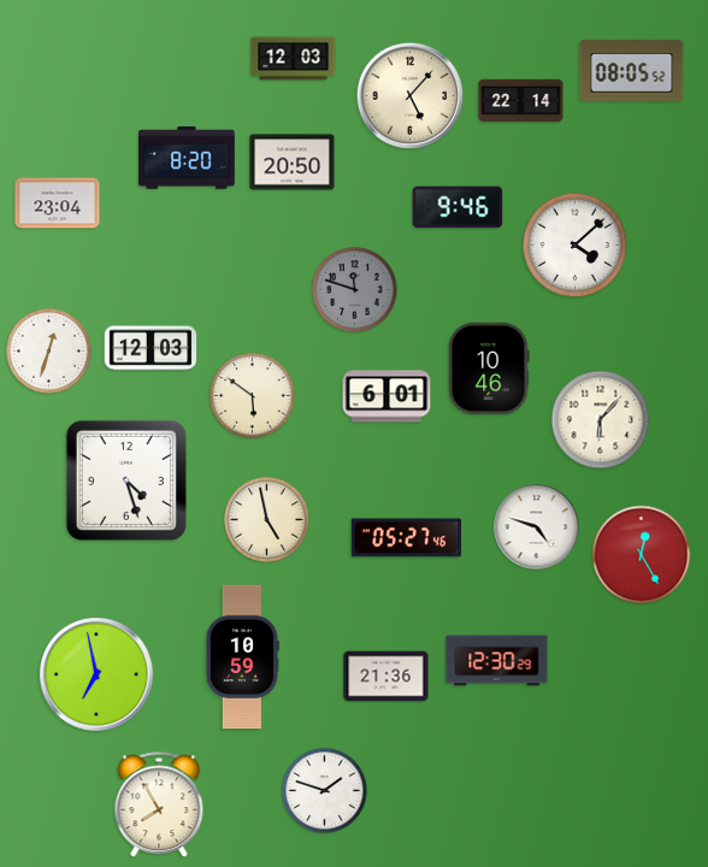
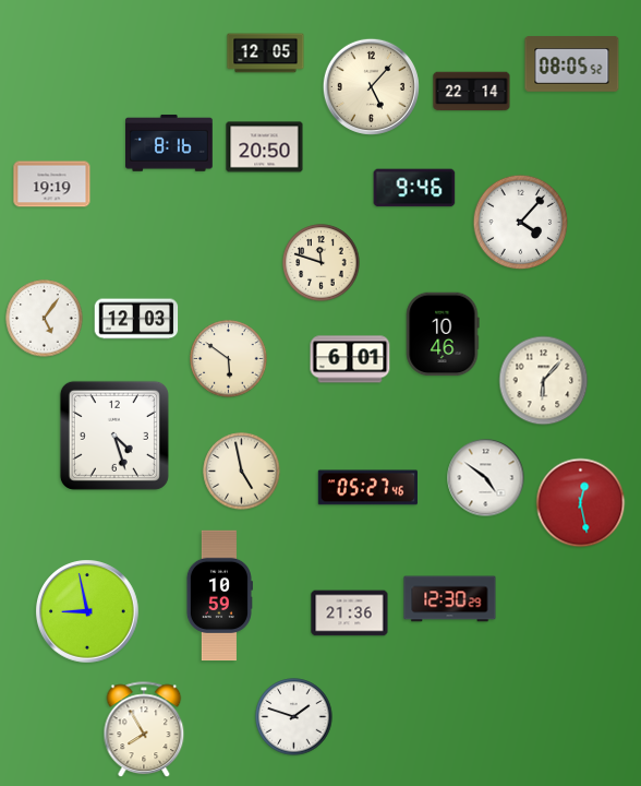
clock at (294, 59): 12:03 -> 12:05
clock at (188, 158): 8:20 -> 8:16
clock at (58, 204): 23:04 -> 19:19
clock at (576, 246): 4:08 -> 4:07
clock at (355, 290) dial: grey -> cream
clock at (151, 348) position: (151, 348) -> (136, 319)
clock at (49, 352): 12:33 -> 5:06
clock at (537, 527): 4:48 -> 4:51
clock at (642, 555): 12:25 -> 12:28
clock at (98, 676): 6:58 -> 8:58
